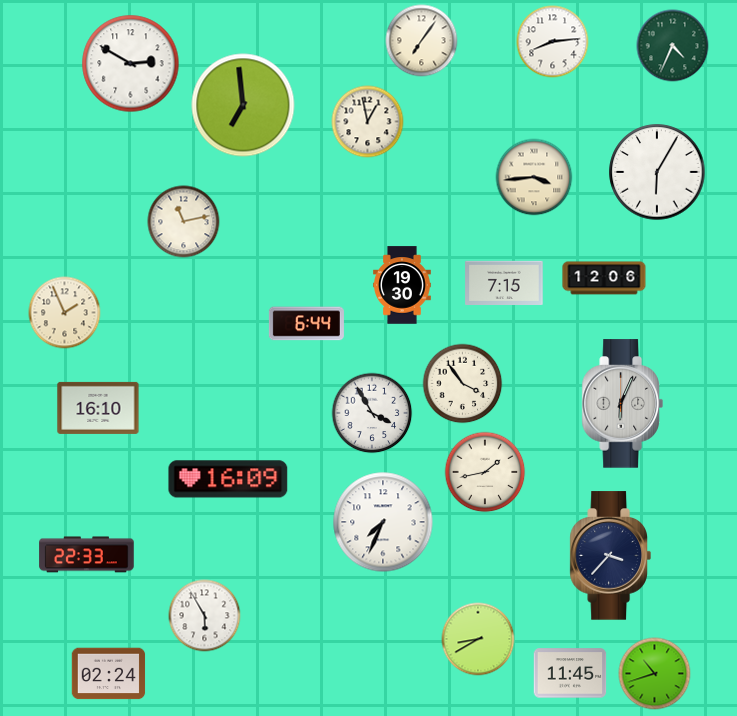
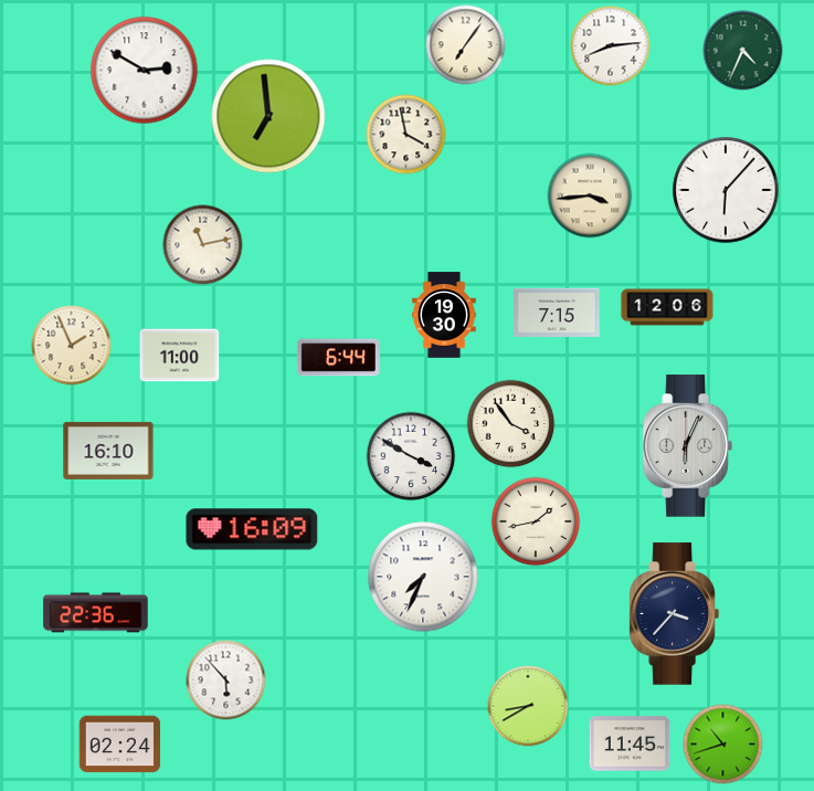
clock at (368, 122): 12:58 -> 3:58
clock at (657, 172): 6:05 -> 6:07
clock at (180, 356): none -> 11:00
clock at (372, 413): 3:55 -> 3:50
clock at (87, 555): 22:33 -> 22:36
clock at (205, 616): 5:55 -> 5:53
